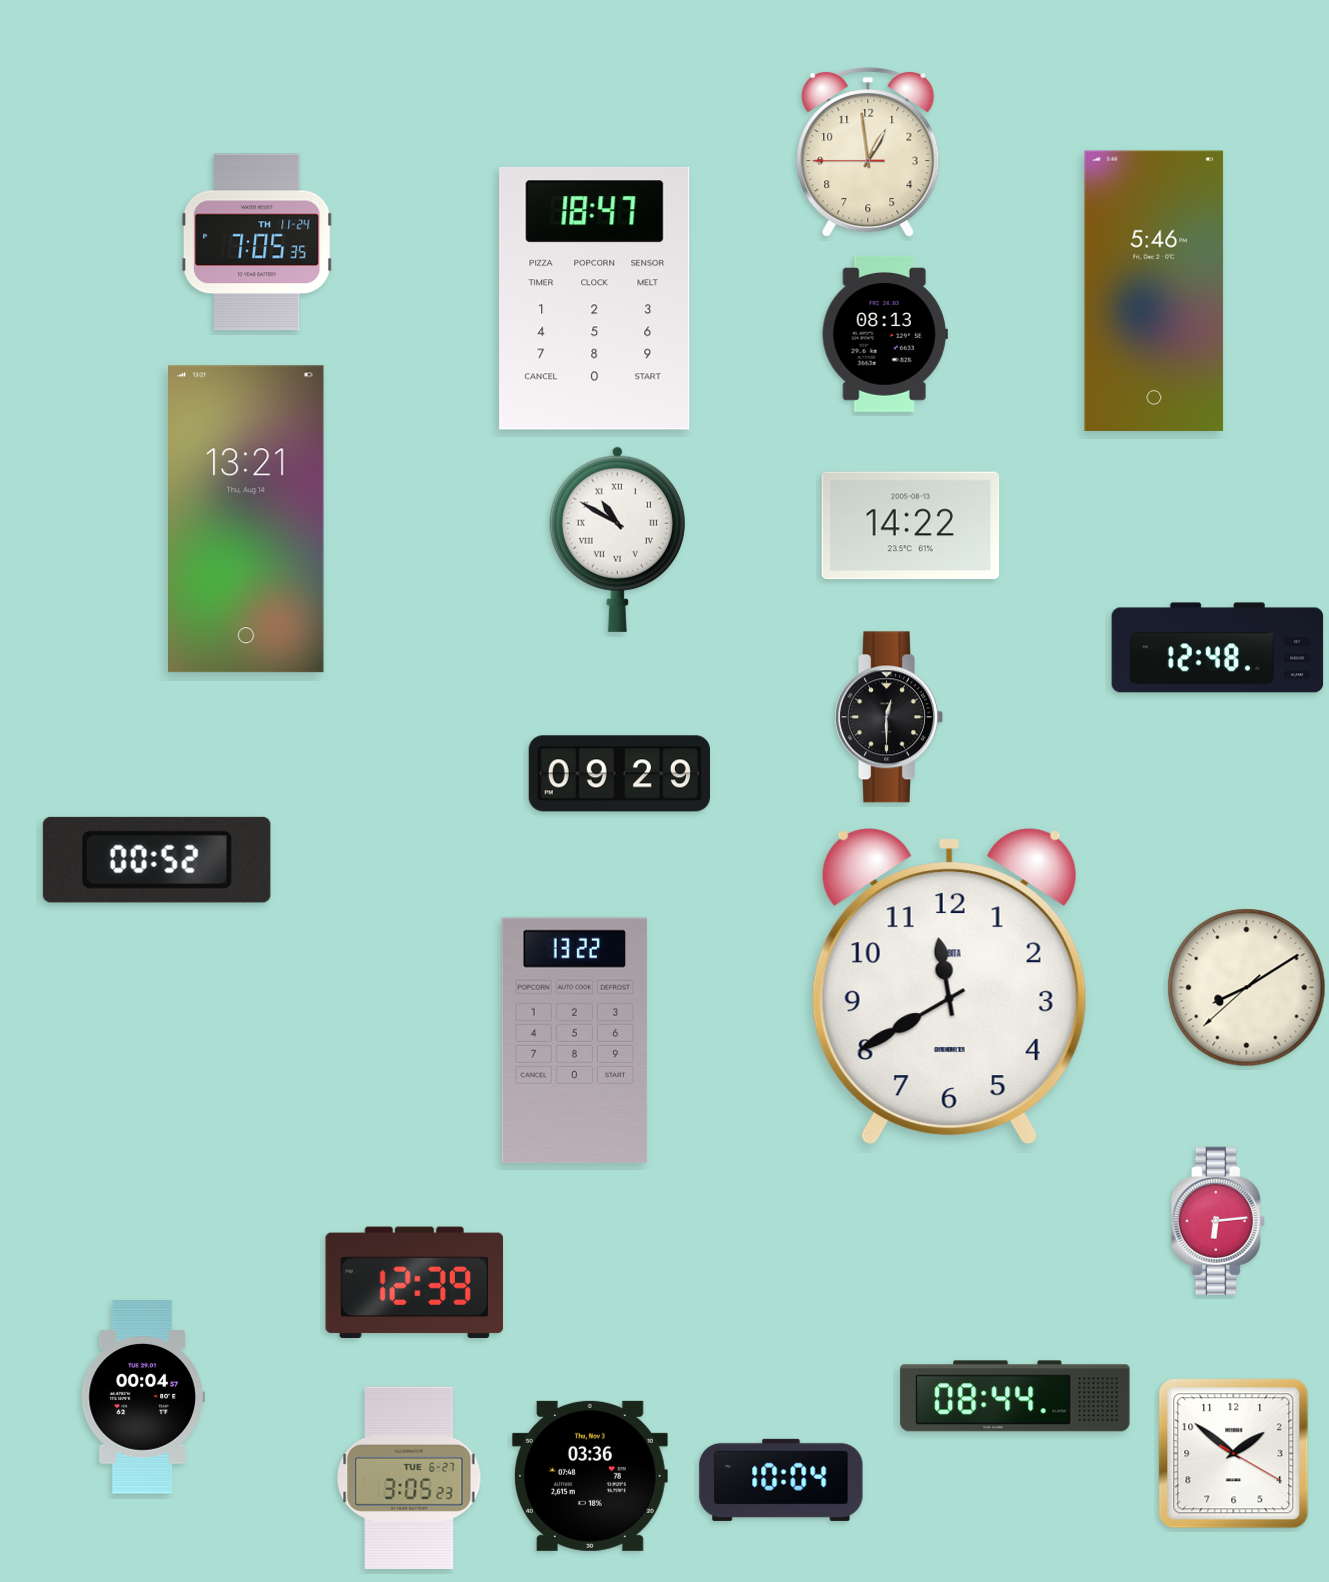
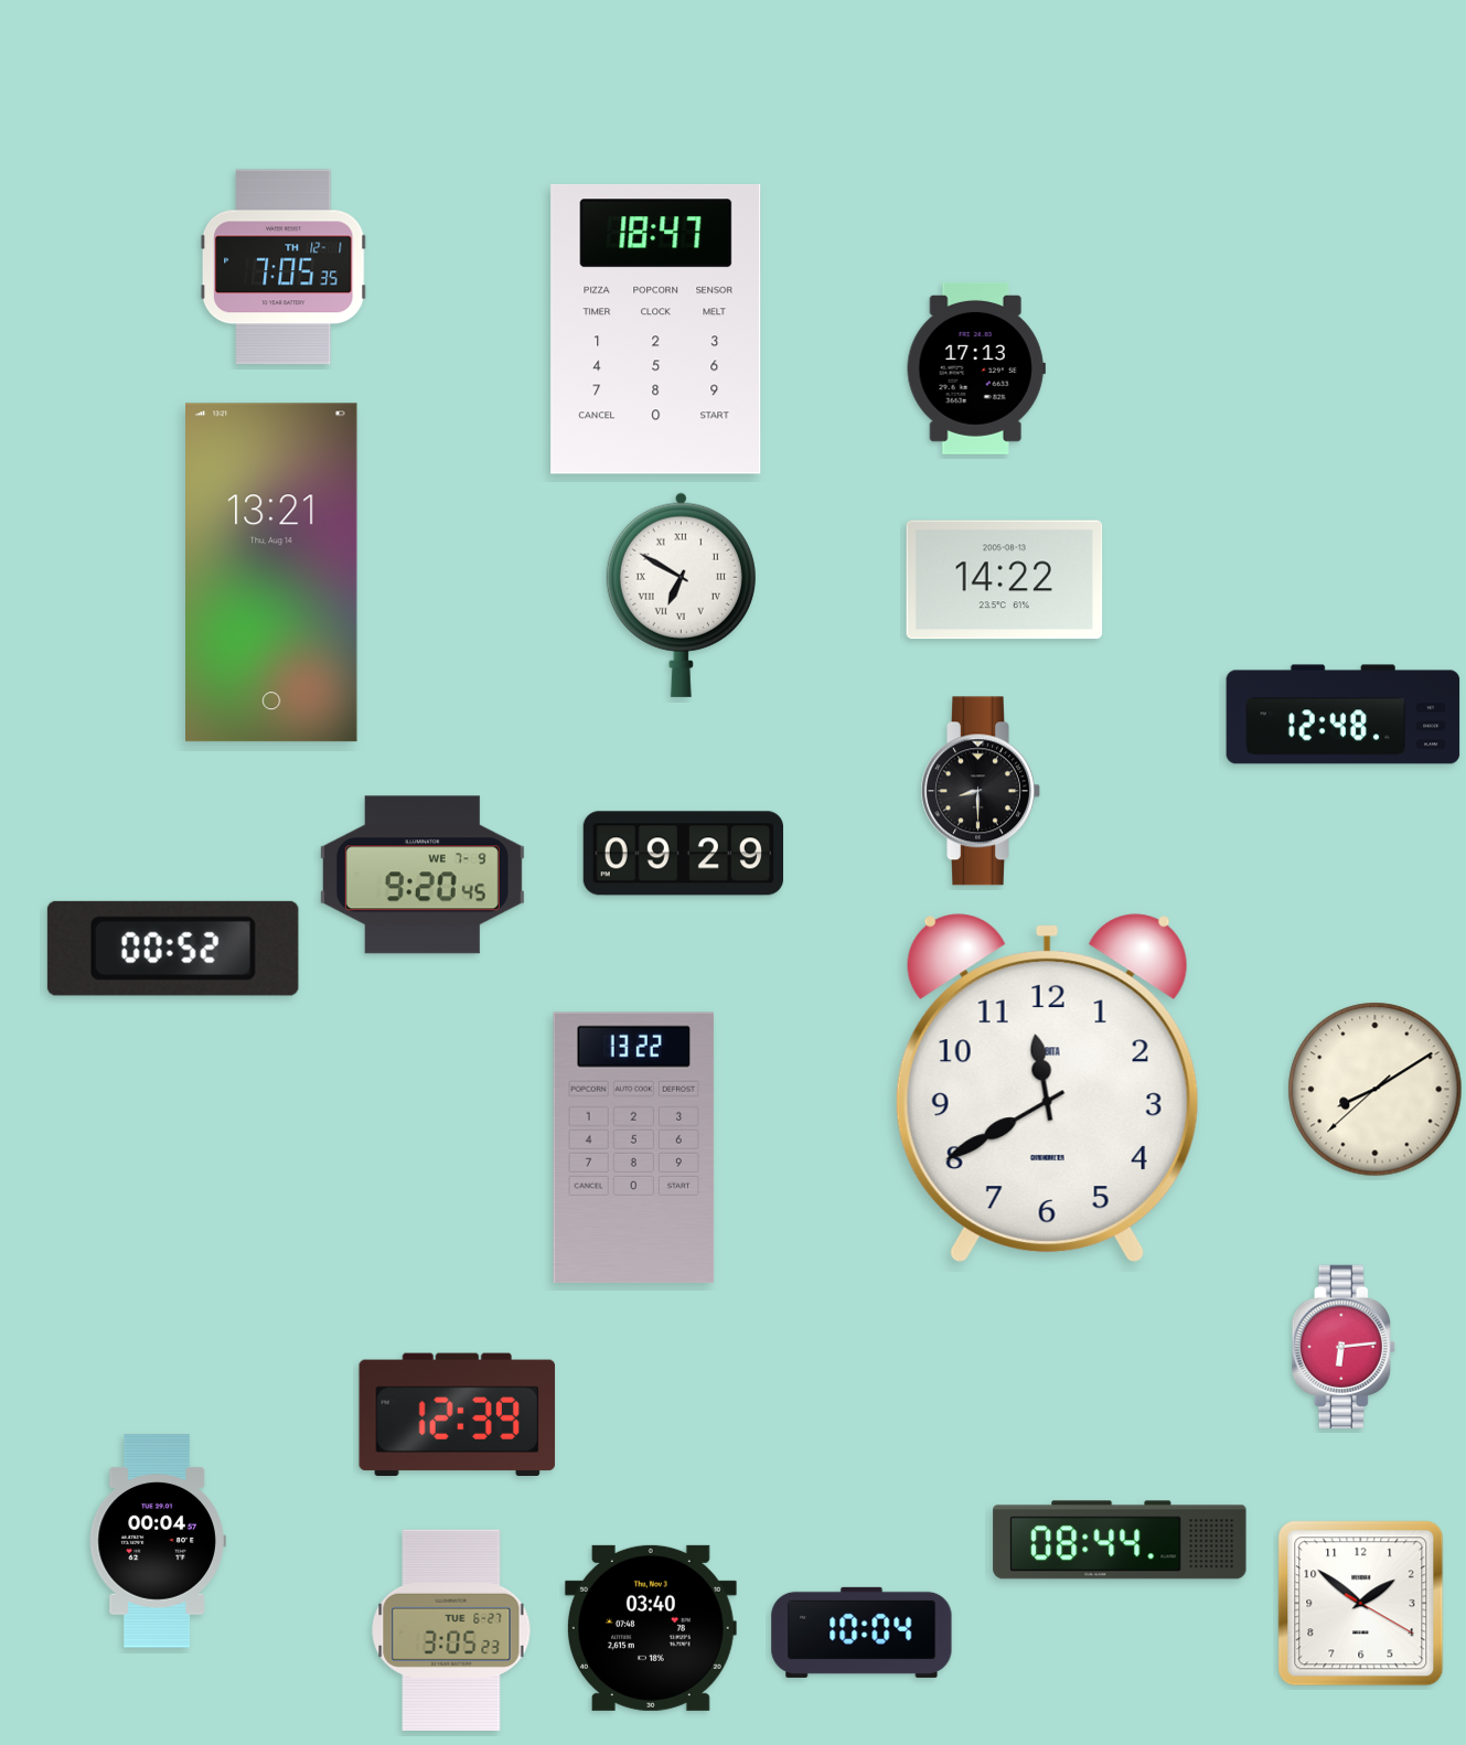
clock at (868, 153): 12:58 -> none
clock at (257, 242) date: TH 11-24 -> TH 12-1
clock at (1154, 291): 5:46 -> none
clock at (885, 334): 08:13 -> 17:13
clock at (617, 539): 10:50 -> 6:50
clock at (889, 717): 12:30 -> 8:30
clock at (422, 875): none -> 9:20
clock at (590, 1476): 03:36 -> 03:40
